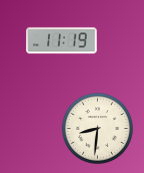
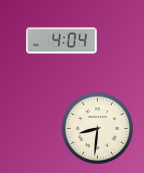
clock at (62, 41): 11:19 -> 4:04
